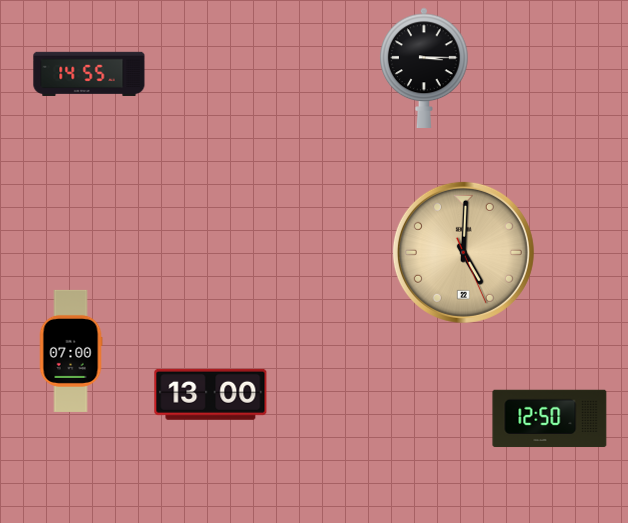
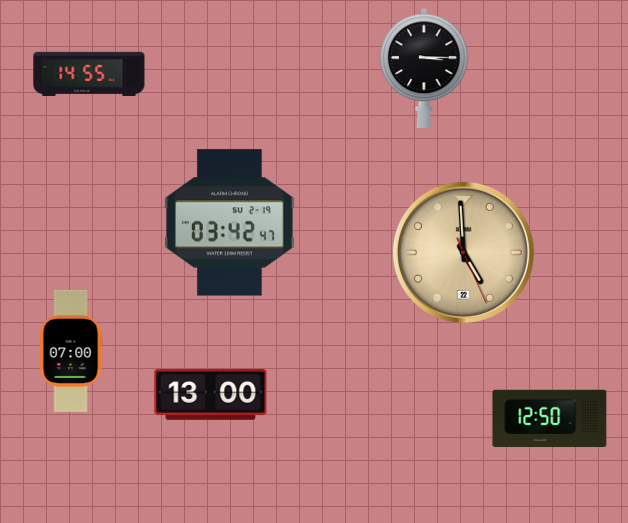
clock at (230, 223): none -> 03:42
clock at (463, 252): 5:00 -> 4:59
